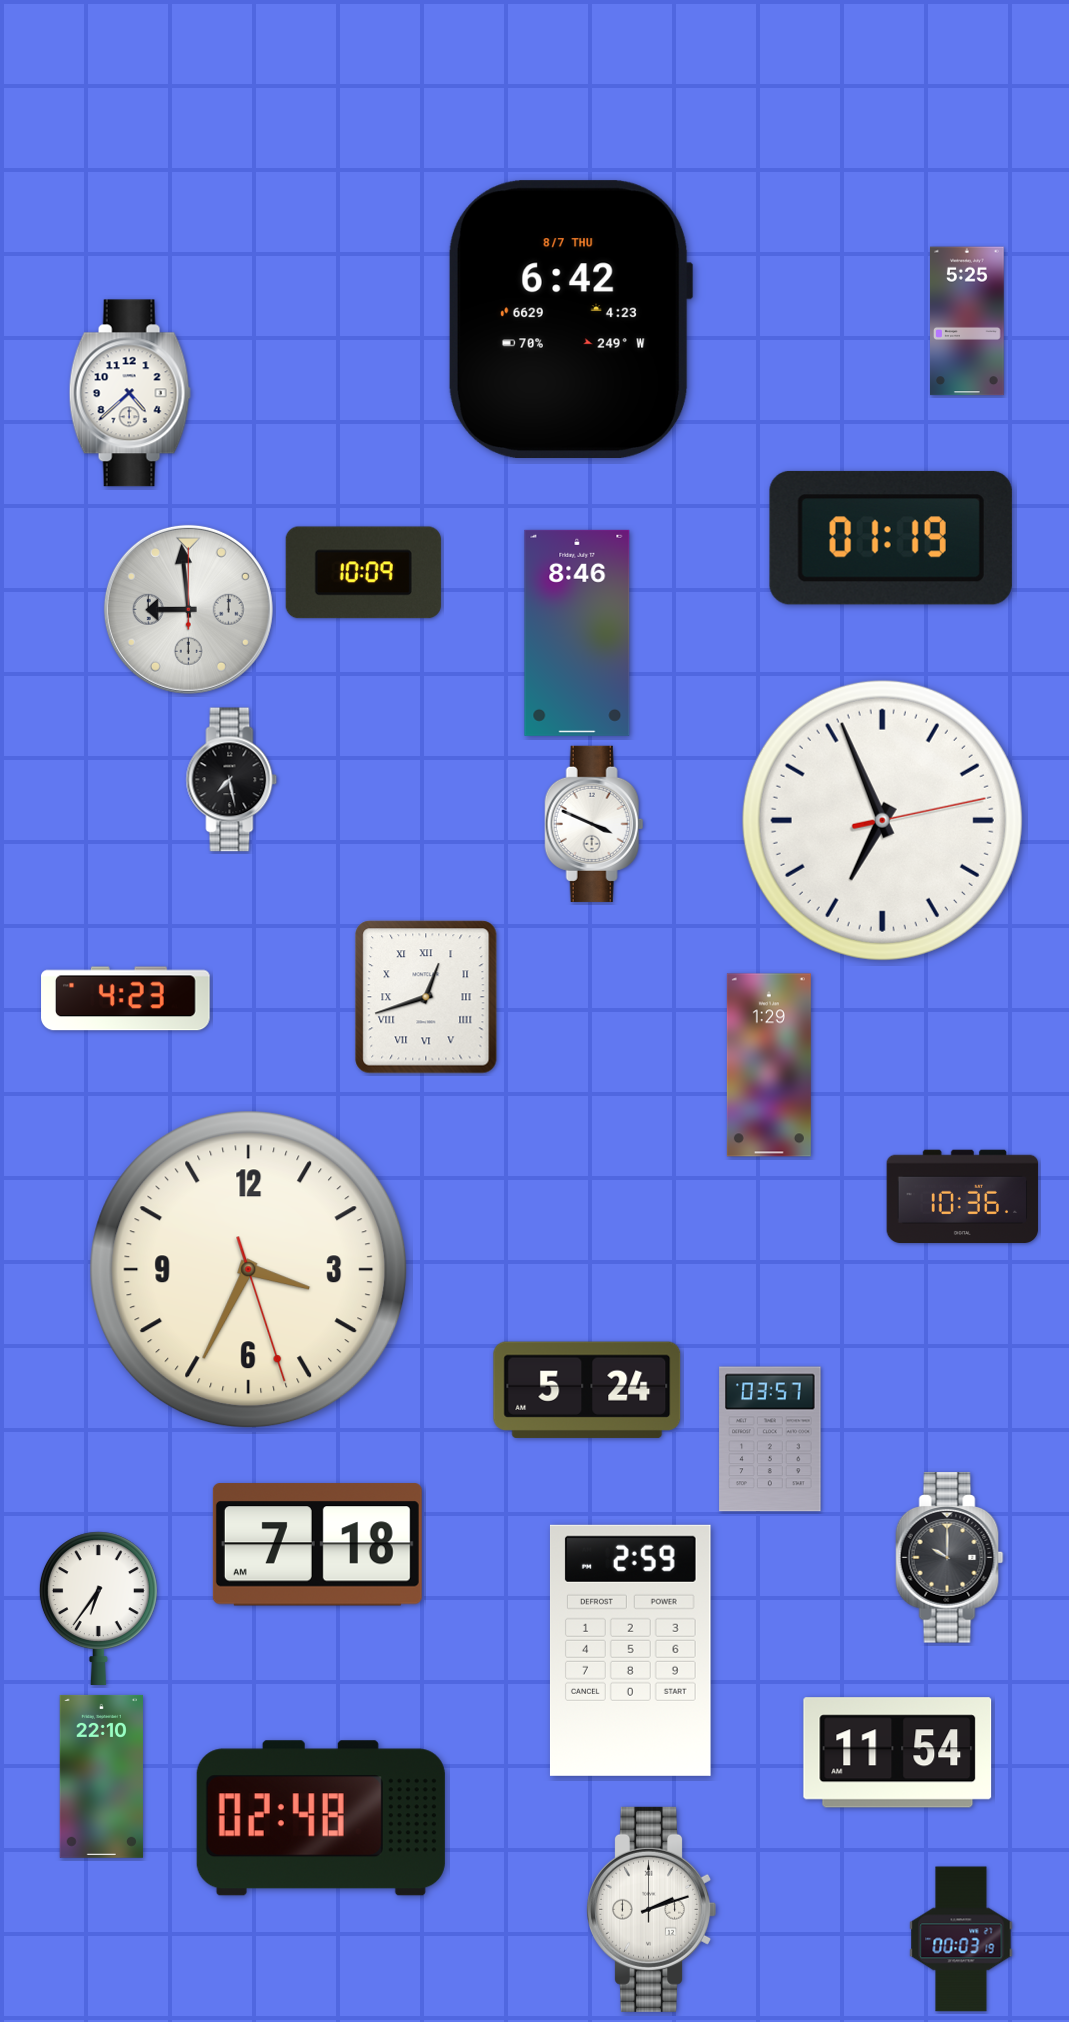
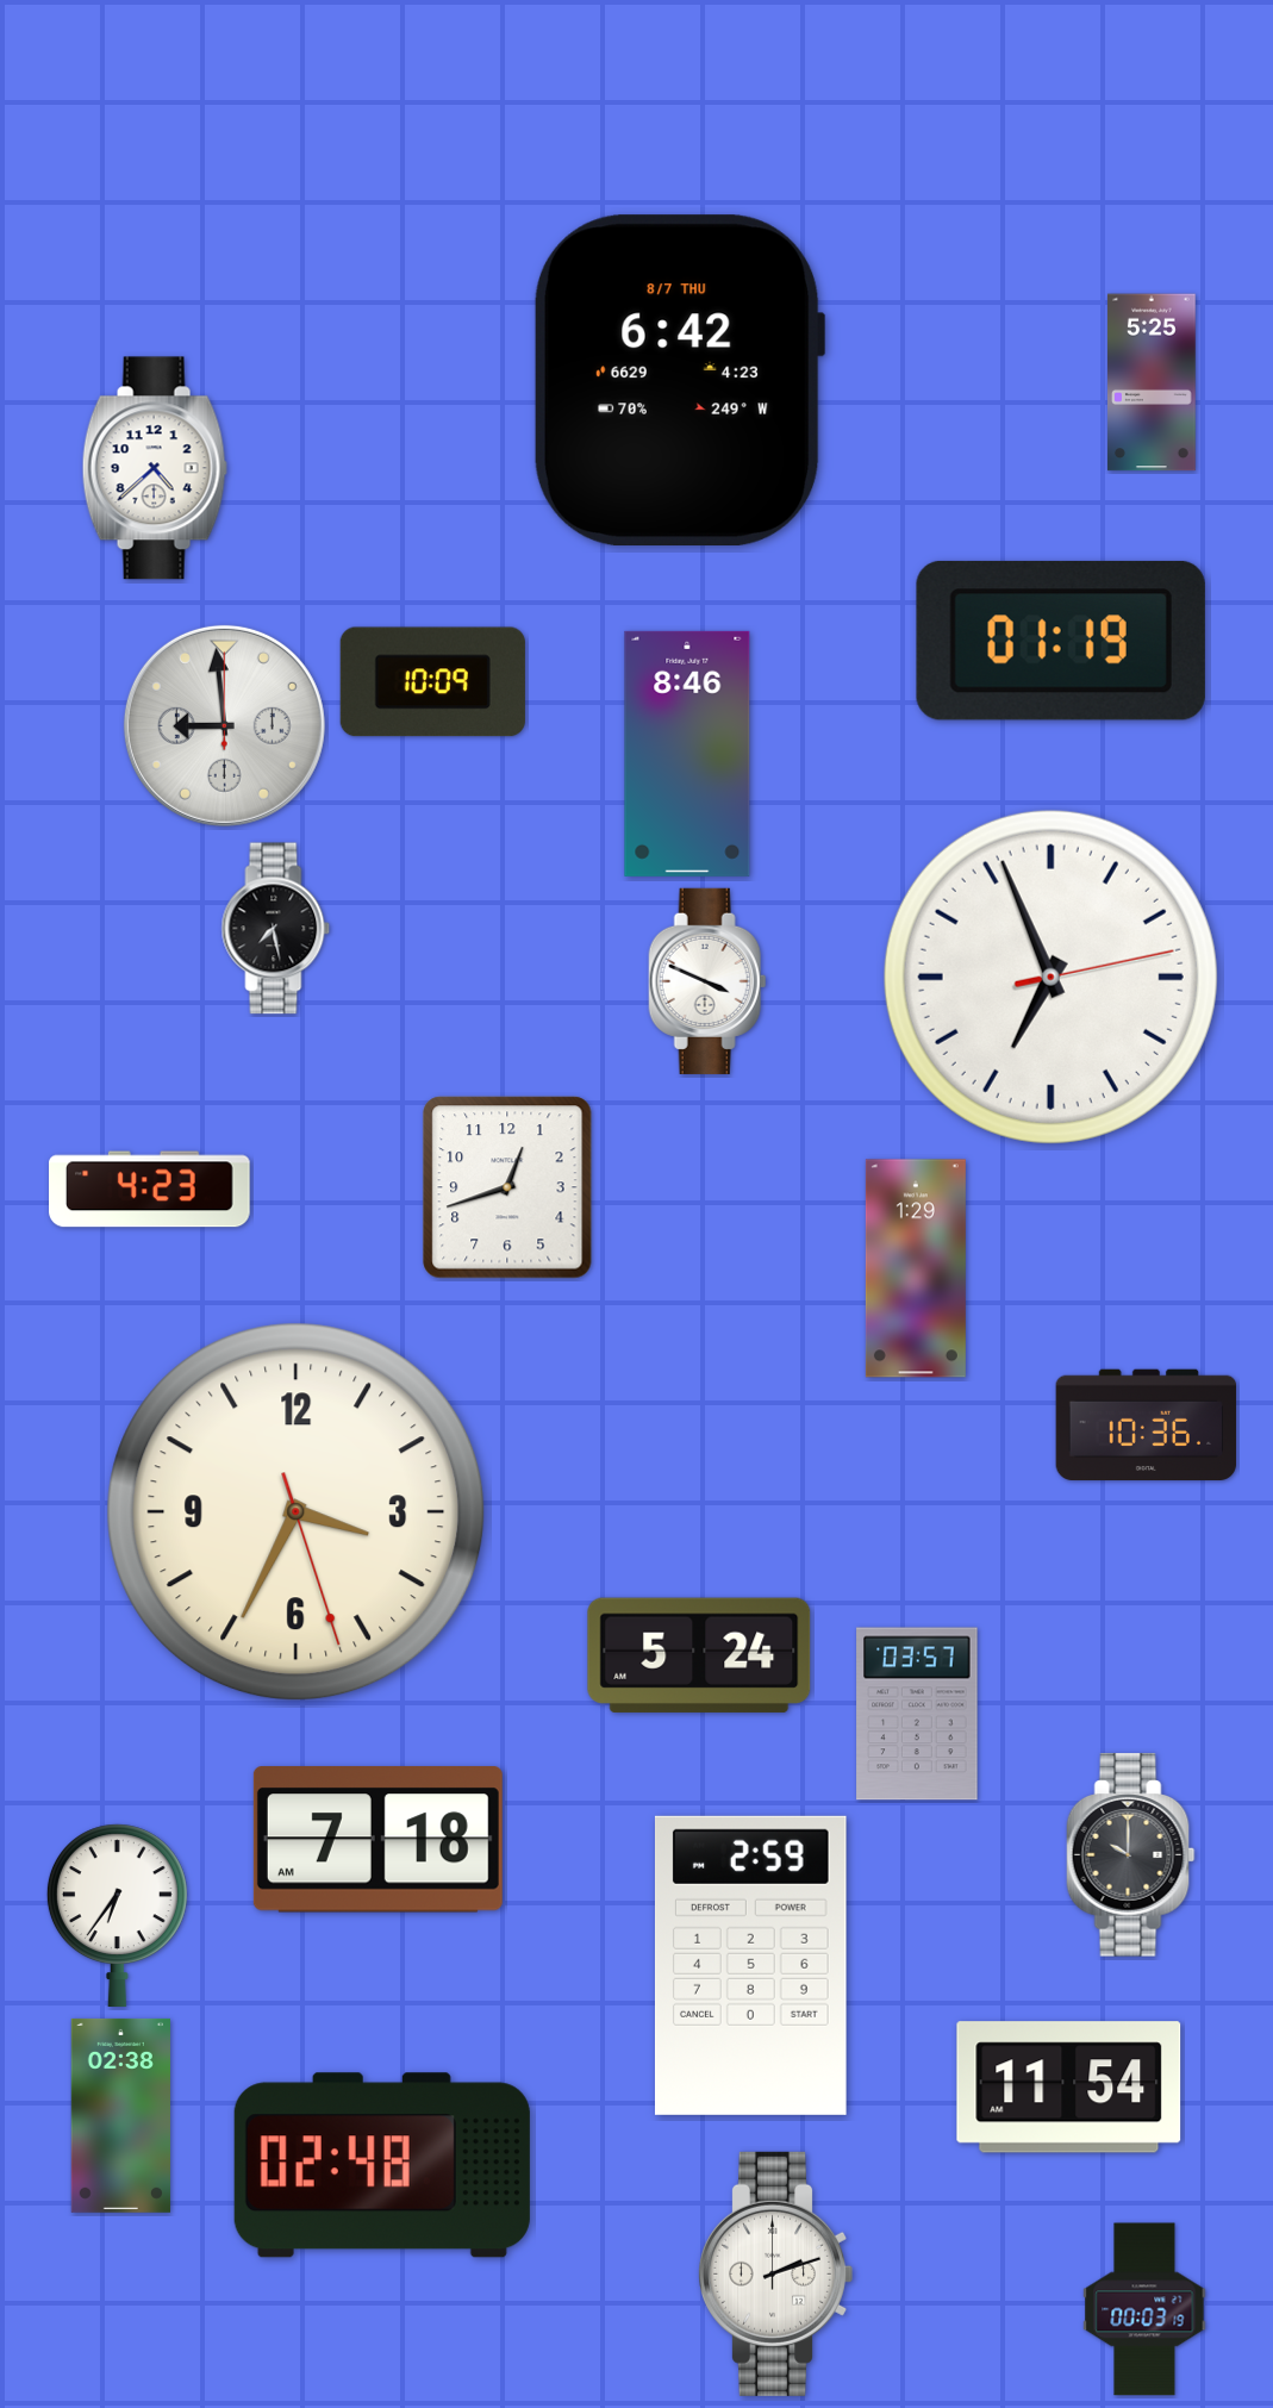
clock at (426, 997) numerals: Roman -> Arabic
clock at (101, 1776): 22:10 -> 02:38
